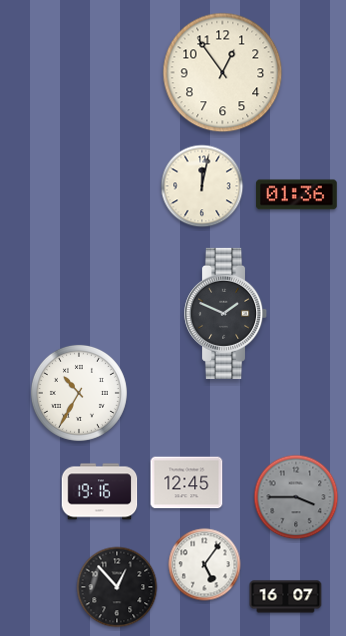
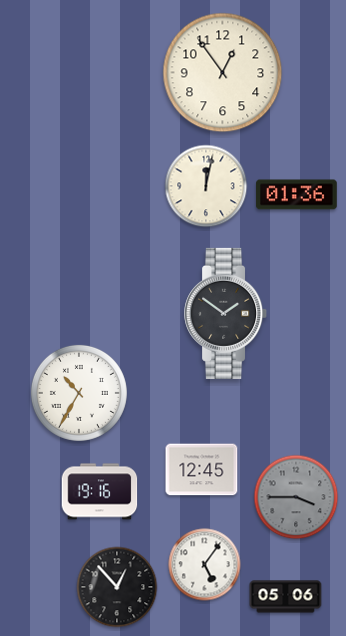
clock at (202, 186) position: (202, 186) -> (206, 186)
clock at (226, 313): 1:49 -> 1:51
clock at (187, 483) position: (187, 483) -> (202, 470)
clock at (286, 597): 16:07 -> 05:06
